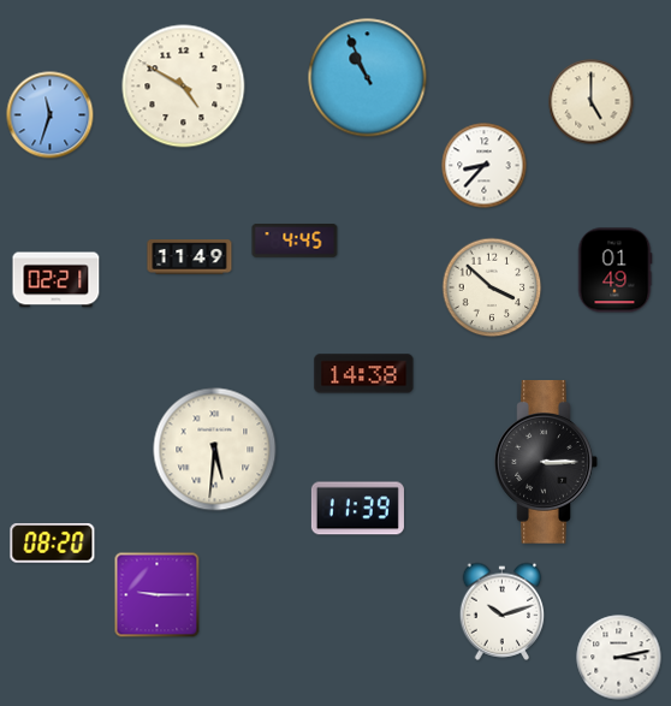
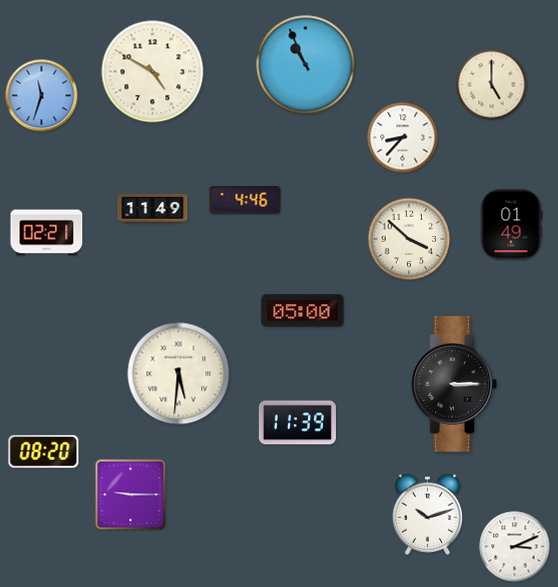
clock at (295, 242): 4:45 -> 4:46
clock at (190, 257) position: (190, 257) -> (153, 209)
clock at (364, 374): 14:38 -> 05:00
clock at (503, 611) position: (503, 611) -> (428, 514)
clock at (619, 658): 3:13 -> 3:11
